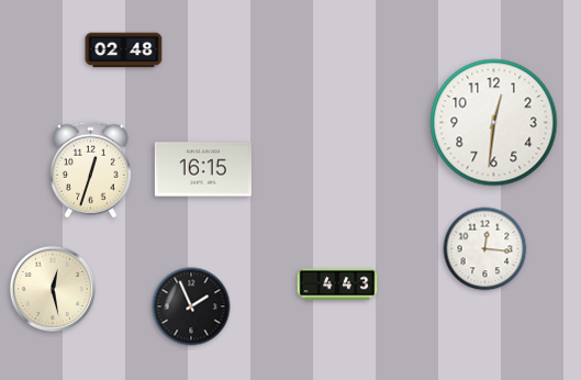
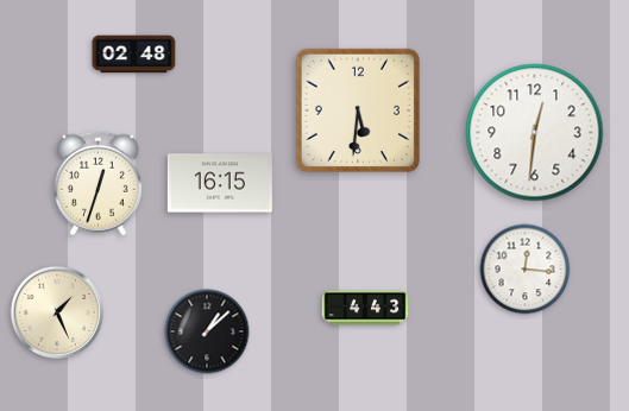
clock at (358, 110): none -> 5:31
clock at (53, 289): 12:28 -> 1:26
clock at (191, 306): 1:56 -> 1:08
